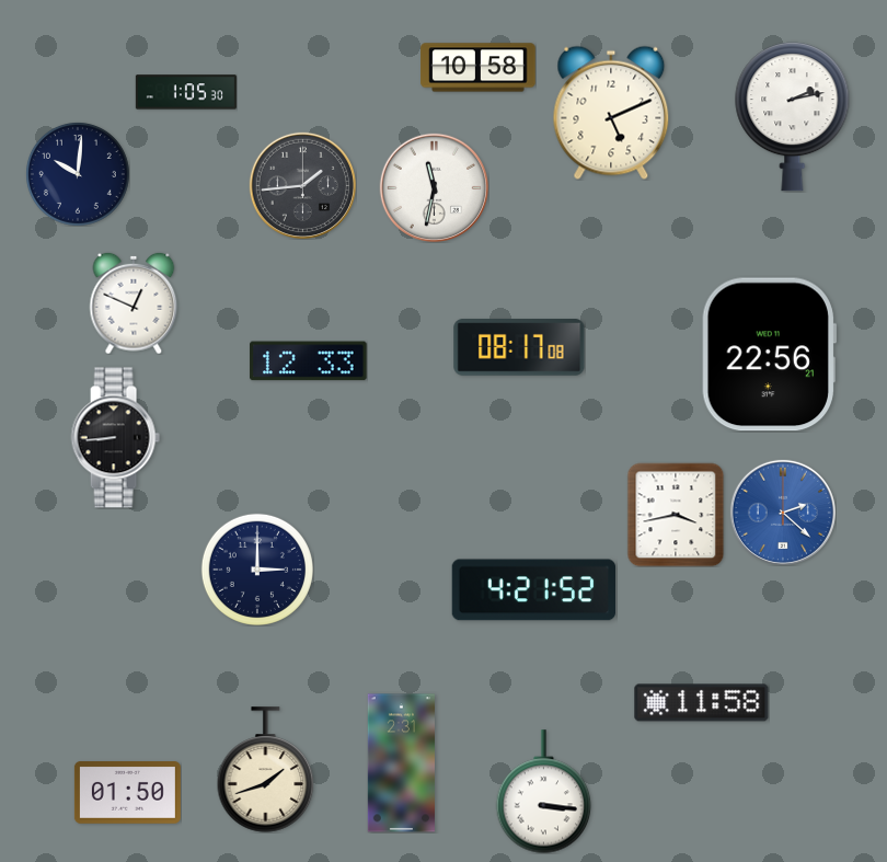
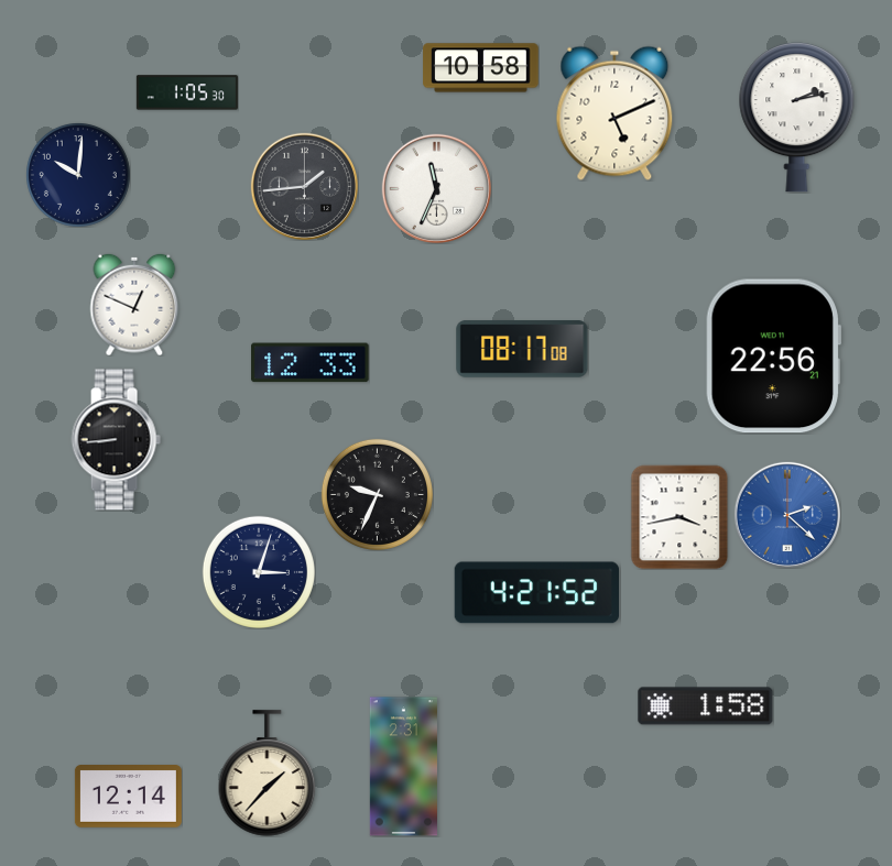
clock at (434, 187): 11:32 -> 11:34
clock at (377, 494): none -> 9:34
clock at (257, 570): 3:00 -> 3:03
clock at (702, 703): 11:58 -> 1:58
clock at (266, 770): 1:42 -> 1:37
clock at (544, 792): 3:16 -> none
clock at (127, 793): 01:50 -> 12:14
